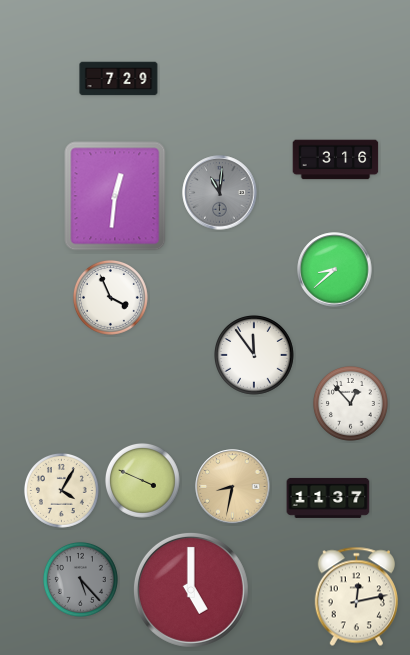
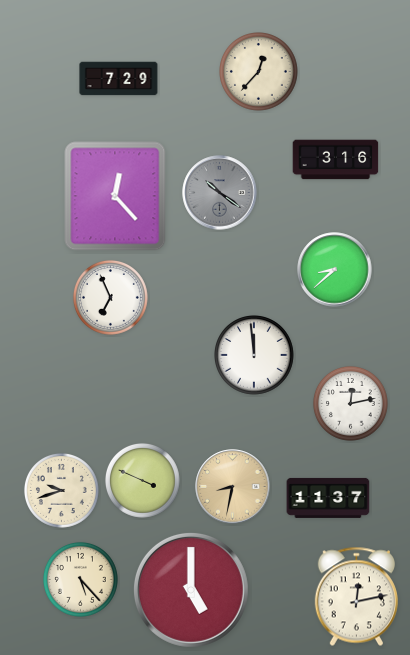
clock at (259, 72): none -> 12:37
clock at (220, 193): 11:01 -> 10:21
clock at (115, 196): 12:31 -> 12:23
clock at (110, 297): 3:56 -> 6:56
clock at (255, 356): 11:54 -> 11:59
clock at (350, 403): 12:53 -> 12:13
clock at (61, 490): 4:05 -> 9:42
clock at (80, 579) dial: grey -> cream
